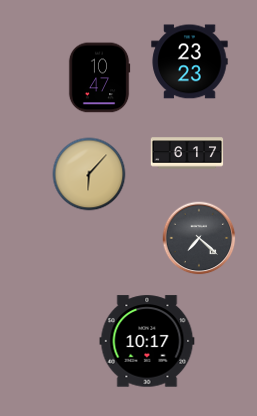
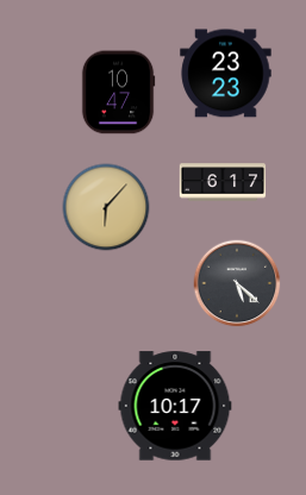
clock at (199, 238): 7:22 -> 5:22
